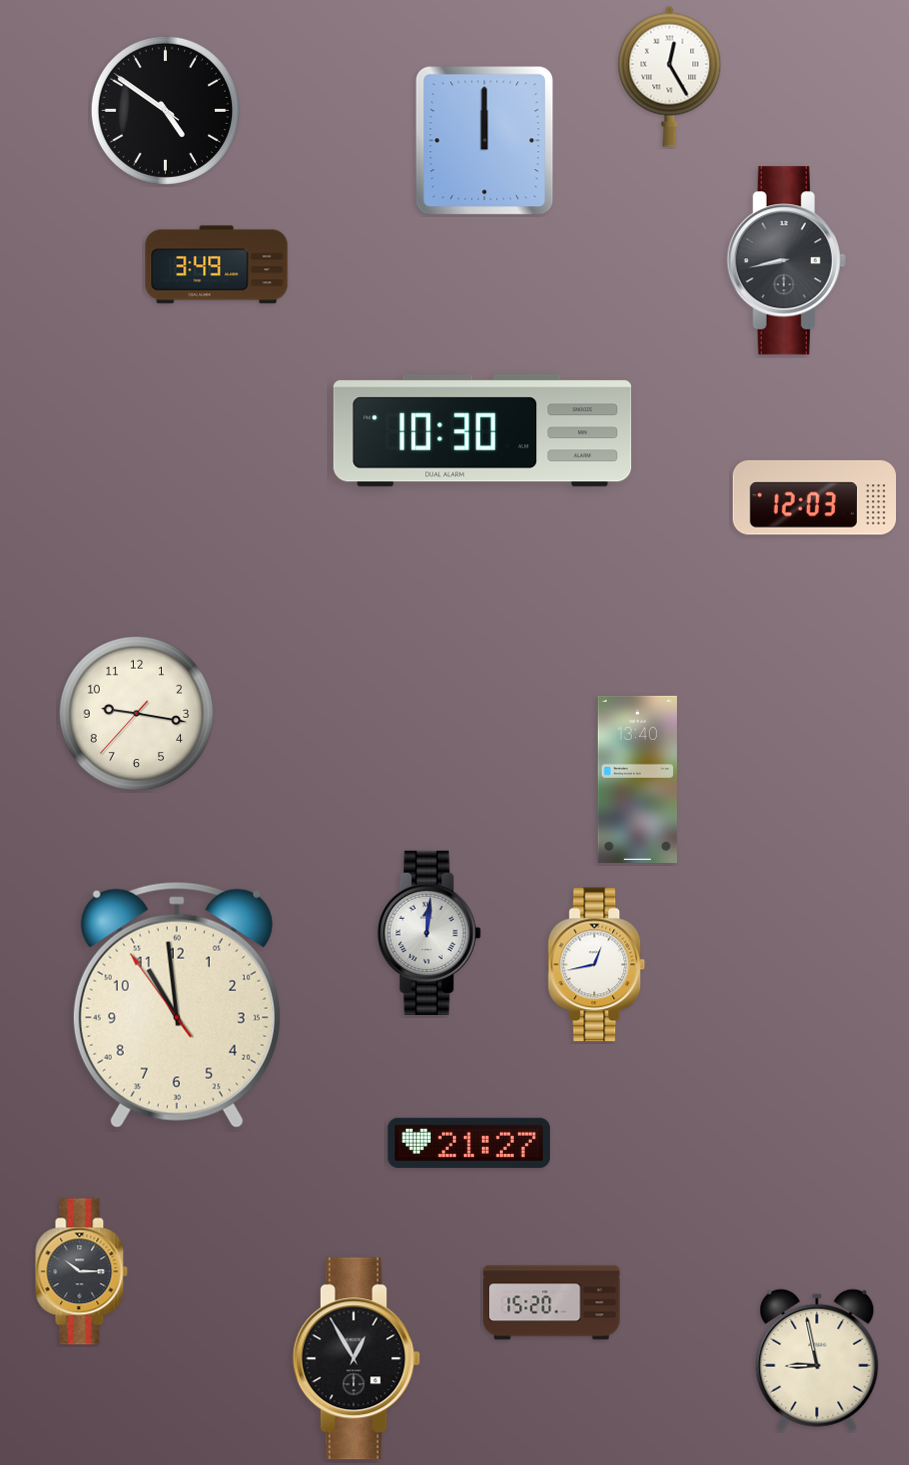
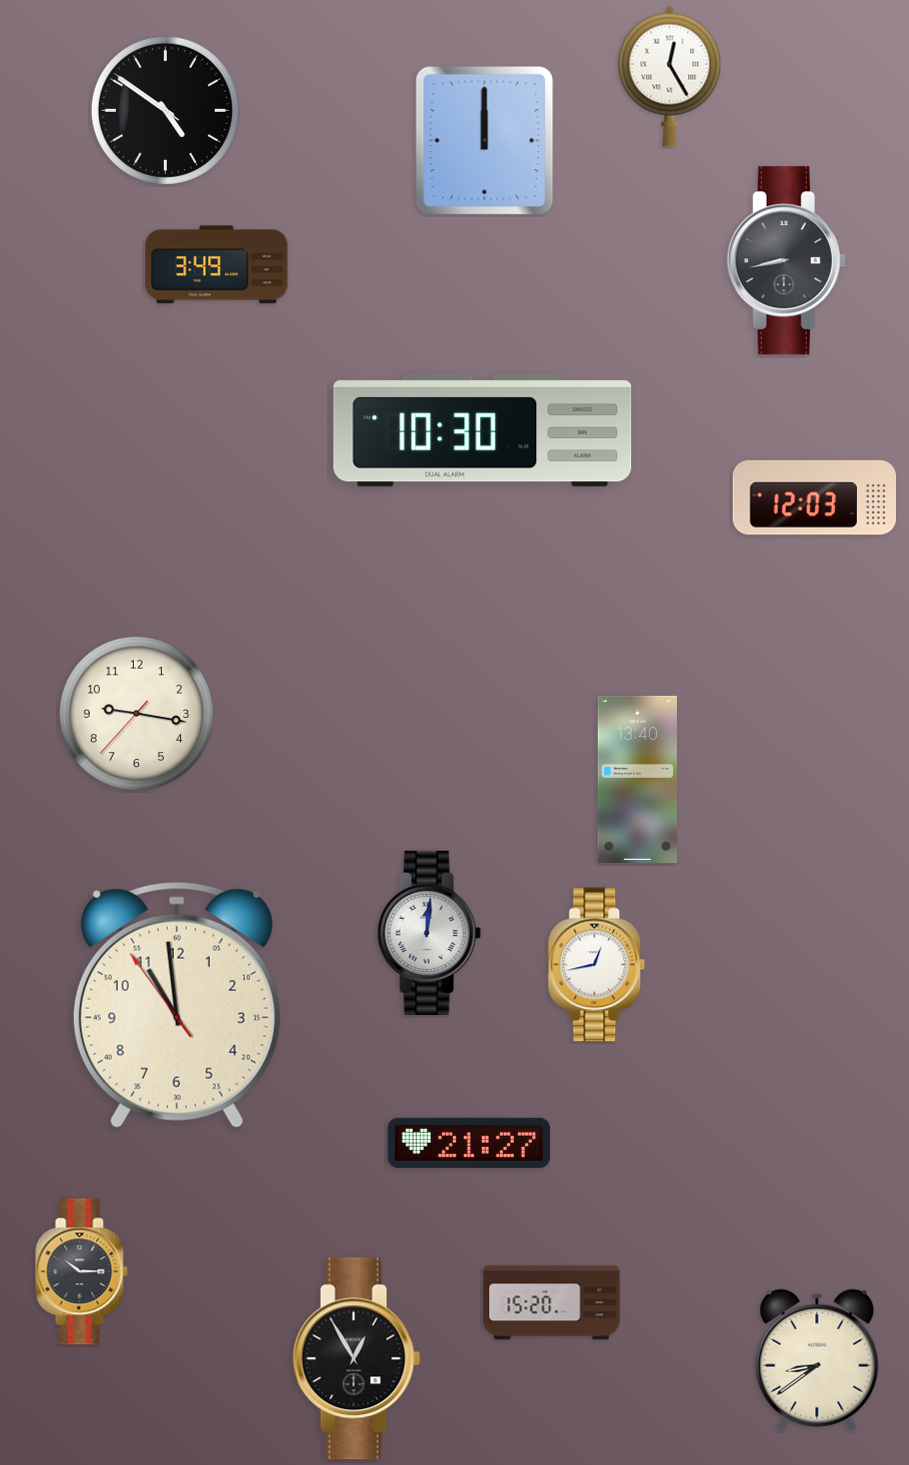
clock at (817, 1360): 8:58 -> 8:39
